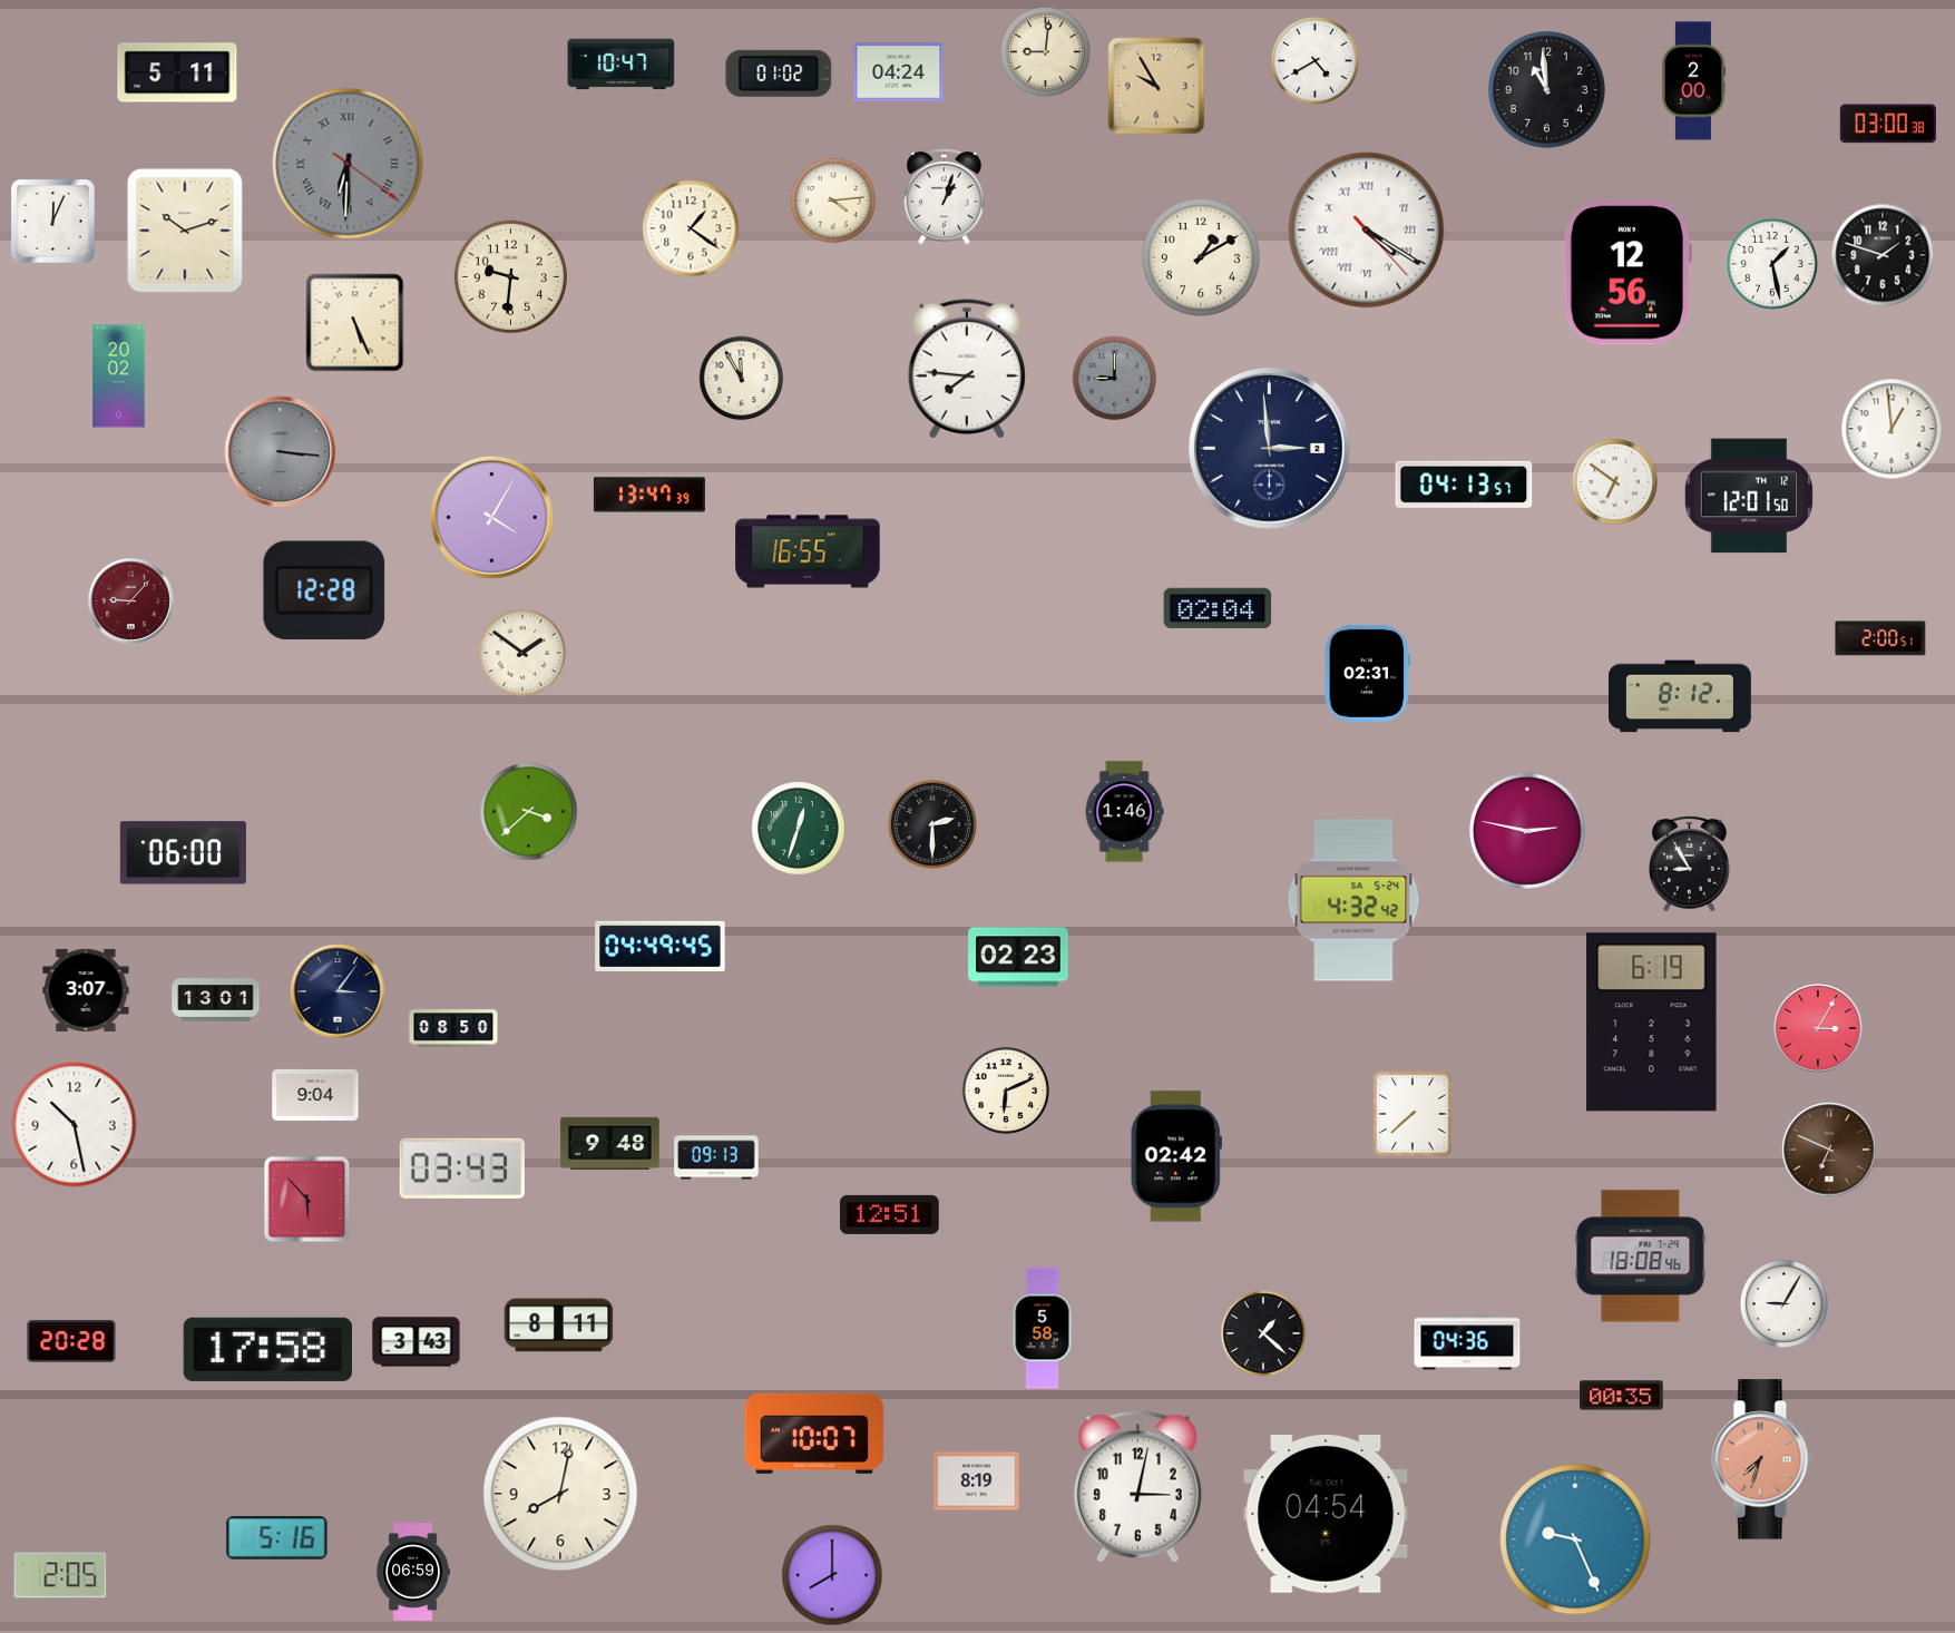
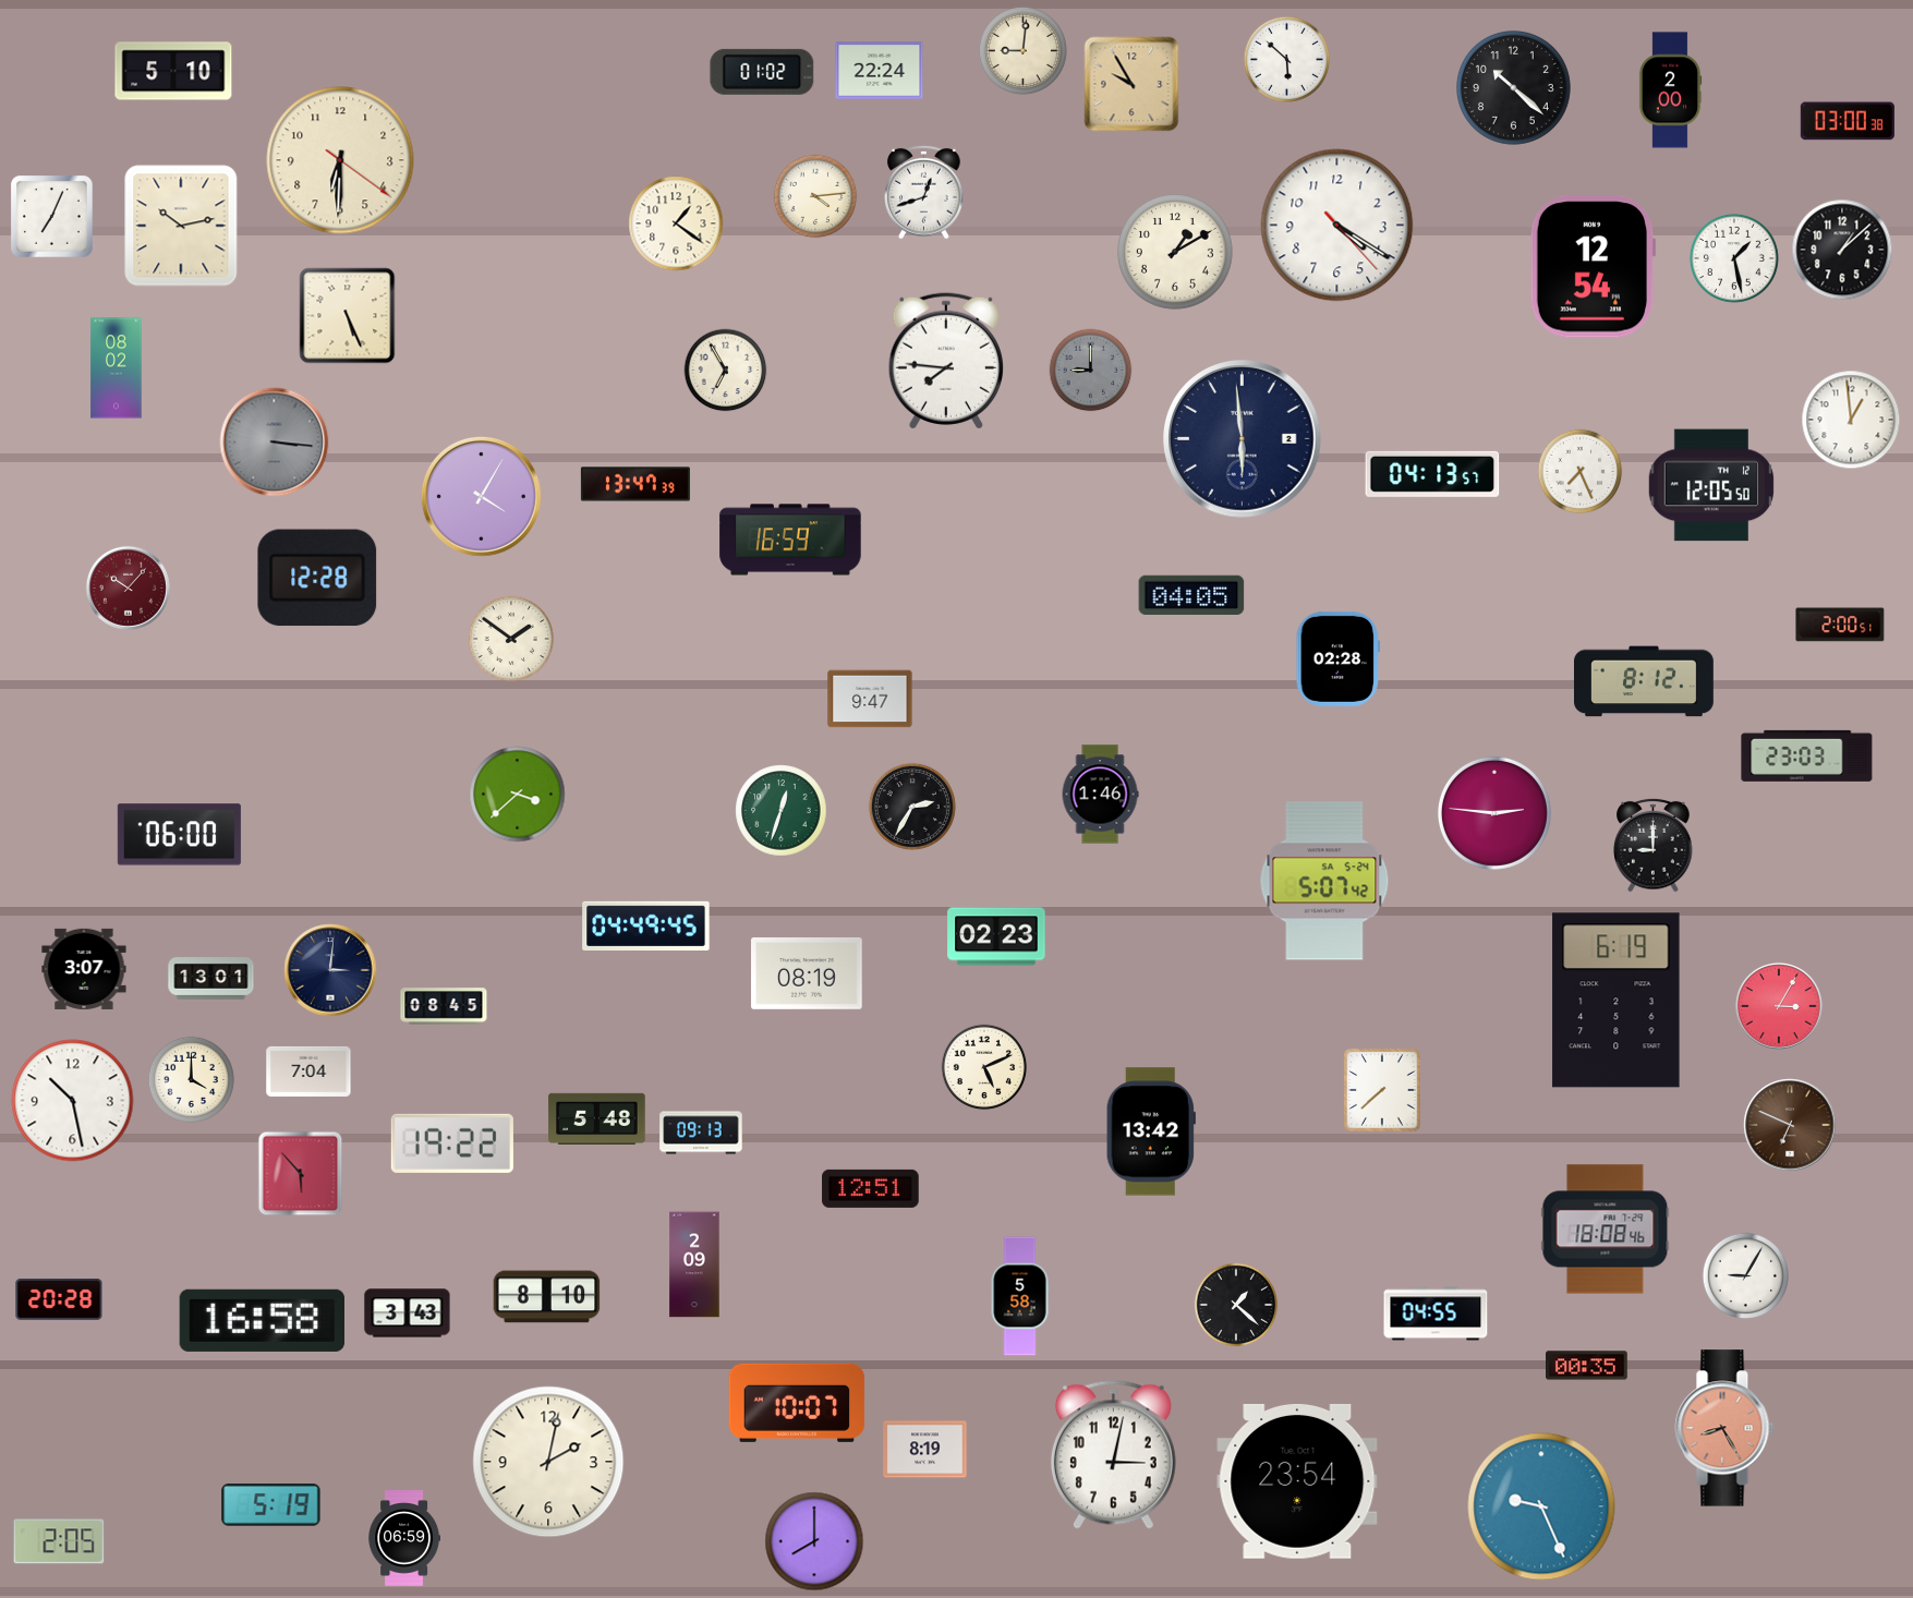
clock at (1314, 60): 4:40 -> 5:52
clock at (622, 65): 10:47 -> none
clock at (177, 72): 5:11 -> 5:10
clock at (899, 72): 04:24 -> 22:24
clock at (1693, 81) position: (1693, 81) -> (1670, 90)
clock at (1546, 89): 10:59 -> 10:22
clock at (348, 164) dial: grey -> cream
clock at (348, 164) numerals: Roman -> Arabic
clock at (945, 196): 1:03 -> 12:42
clock at (53, 222): 12:04 -> 7:04
clock at (185, 231): 10:12 -> 10:13
clock at (1367, 231) numerals: Roman -> Arabic
clock at (1883, 255): 1:48 -> 1:08
clock at (1627, 273): 12:56 -> 12:54
clock at (510, 276): 9:31 -> none
clock at (119, 377): 20:02 -> 08:02
clock at (742, 379): 11:55 -> 6:55
clock at (1270, 449): 2:59 -> 5:59
clock at (1615, 482): 6:51 -> 7:26
clock at (1748, 496): 12:01 -> 12:05
clock at (491, 517) position: (491, 517) -> (481, 496)
clock at (808, 551): 16:55 -> 16:59
clock at (130, 600): 9:07 -> 10:07
clock at (1218, 607): 02:04 -> 04:05
clock at (1367, 673): 02:31 -> 02:28
clock at (870, 699): none -> 9:47
clock at (1807, 755): none -> 23:03
clock at (932, 824): 2:30 -> 2:35
clock at (1527, 831): 2:47 -> 2:46
clock at (1690, 863): 8:55 -> 9:00
clock at (1353, 900): 4:32 -> 5:07
clock at (338, 991): 3:06 -> 3:01
clock at (808, 973): none -> 08:19
clock at (453, 1028): 08:50 -> 08:45
clock at (1006, 1091): 6:11 -> 5:11
clock at (315, 1095): 9:04 -> 7:04
clock at (191, 1079): none -> 4:00
clock at (610, 1143): 9:48 -> 5:48
clock at (1176, 1156): 02:42 -> 13:42
clock at (462, 1168): 03:43 -> 19:22
clock at (694, 1264): none -> 2:09
clock at (559, 1326): 8:11 -> 8:10
clock at (1043, 1328) position: (1043, 1328) -> (1020, 1296)
clock at (71, 1341) position: (71, 1341) -> (59, 1299)
clock at (1467, 1342): 04:36 -> 04:55
clock at (267, 1349): 17:58 -> 16:58
clock at (1762, 1459): 7:33 -> 8:25
clock at (977, 1482) position: (977, 1482) -> (925, 1450)
clock at (560, 1494): 8:02 -> 2:02
clock at (1326, 1514): 04:54 -> 23:54
clock at (277, 1538): 5:16 -> 5:19
